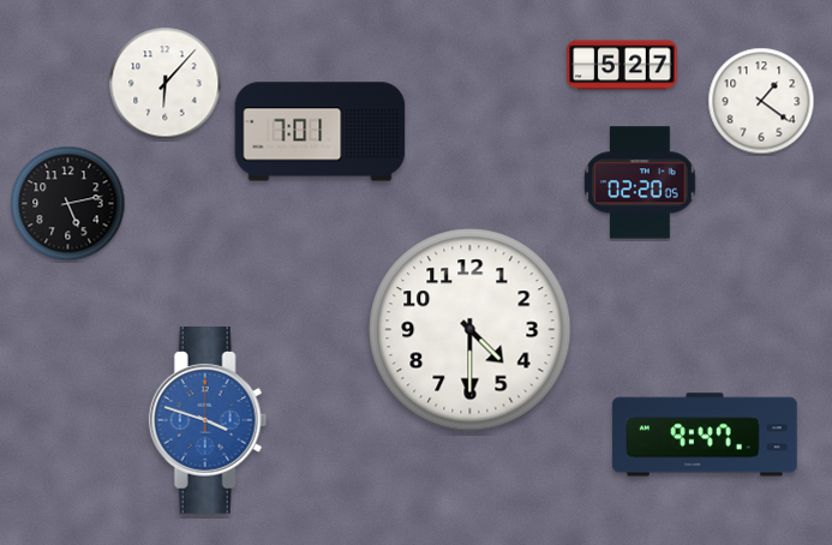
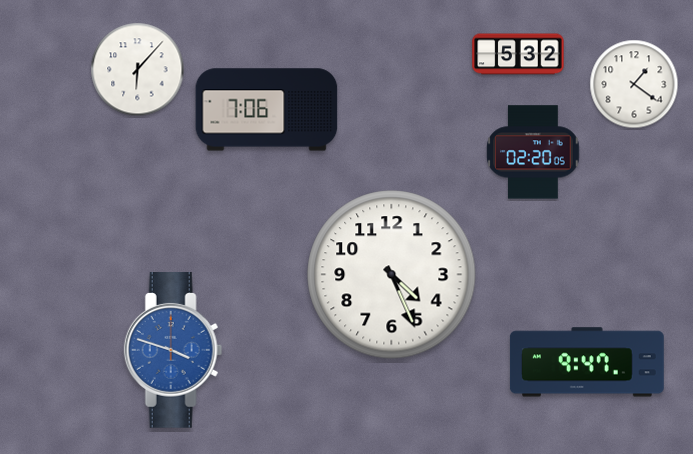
clock at (622, 65): 5:27 -> 5:32
clock at (321, 132): 7:01 -> 7:06
clock at (68, 204): 5:13 -> none
clock at (471, 330): 4:30 -> 4:26
